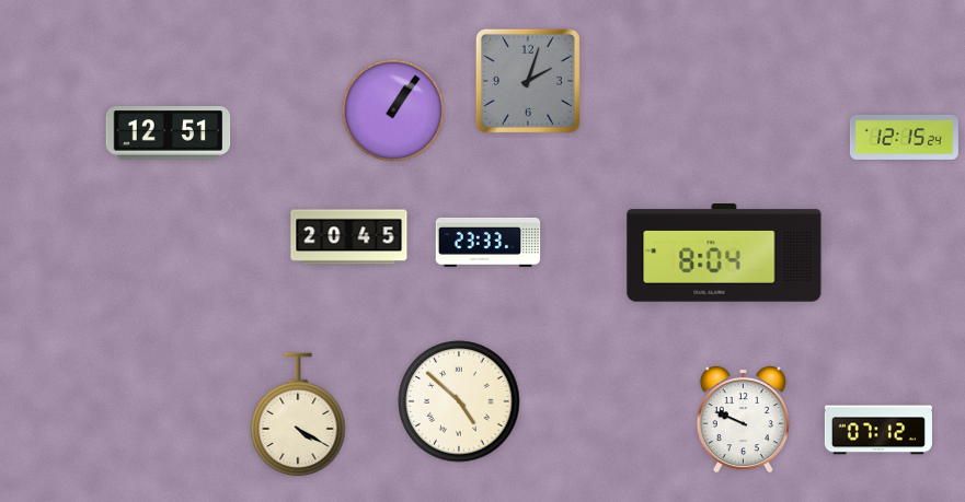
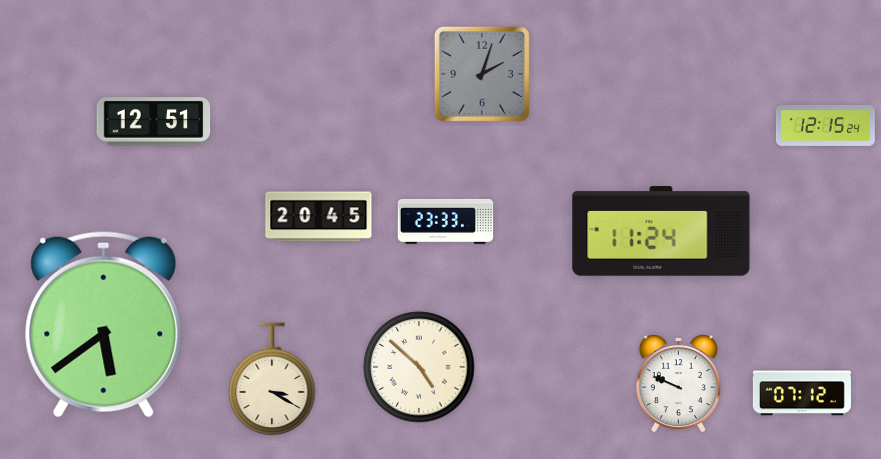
clock at (393, 110): 1:06 -> none
clock at (724, 253): 8:04 -> 11:24
clock at (104, 324): none -> 5:39
clock at (298, 416): 4:20 -> 3:20
